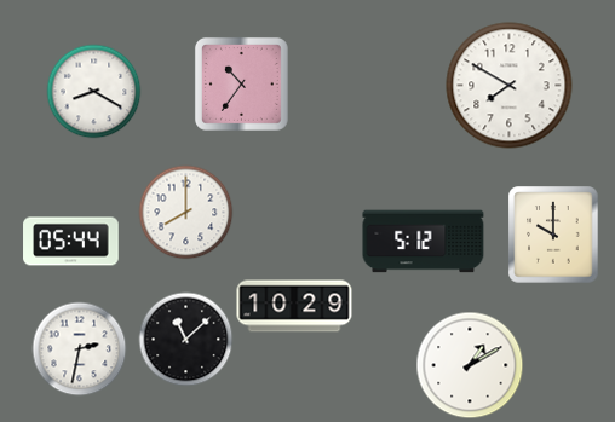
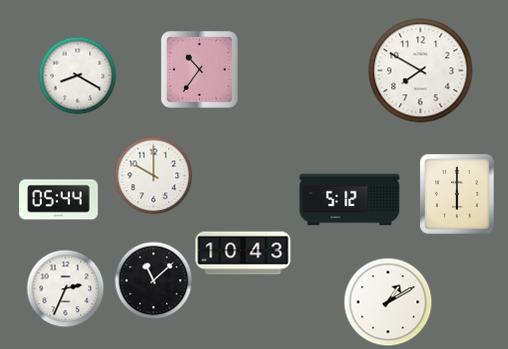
clock at (185, 212): 8:00 -> 10:00
clock at (553, 235): 10:00 -> 6:00
clock at (294, 306): 10:29 -> 10:43
clock at (79, 348): 2:32 -> 2:34
